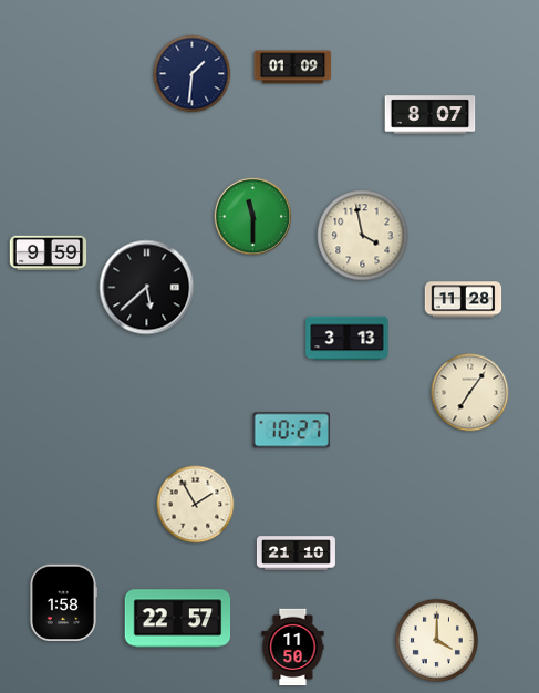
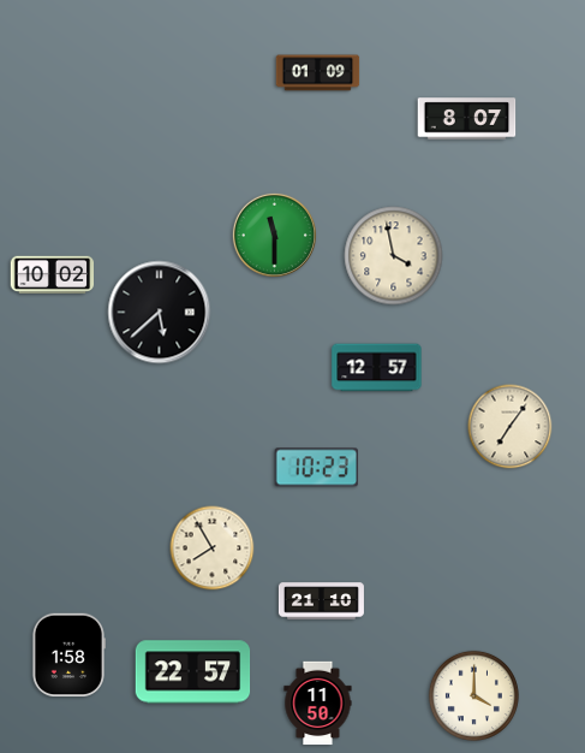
clock at (193, 74): 1:31 -> none
clock at (431, 115) position: (431, 115) -> (467, 119)
clock at (49, 252): 9:59 -> 10:02
clock at (464, 300): 11:28 -> none
clock at (348, 339): 3:13 -> 12:57
clock at (291, 431): 10:27 -> 10:23
clock at (196, 505): 1:55 -> 7:55
